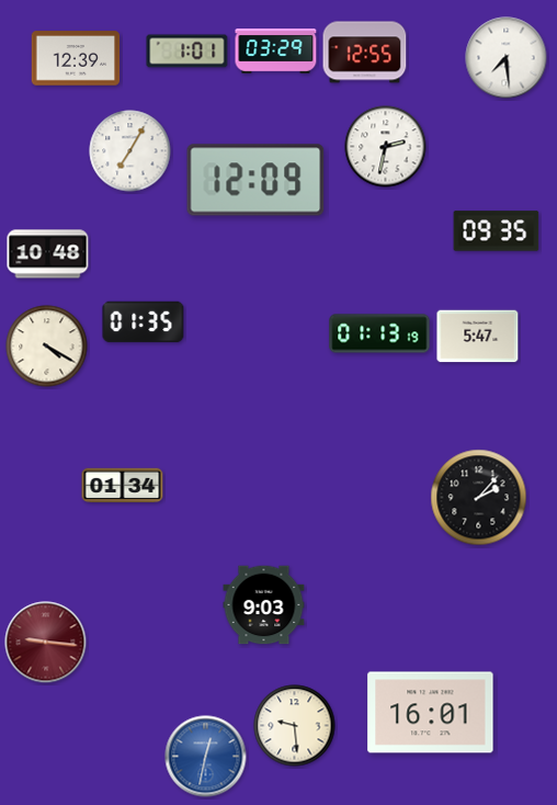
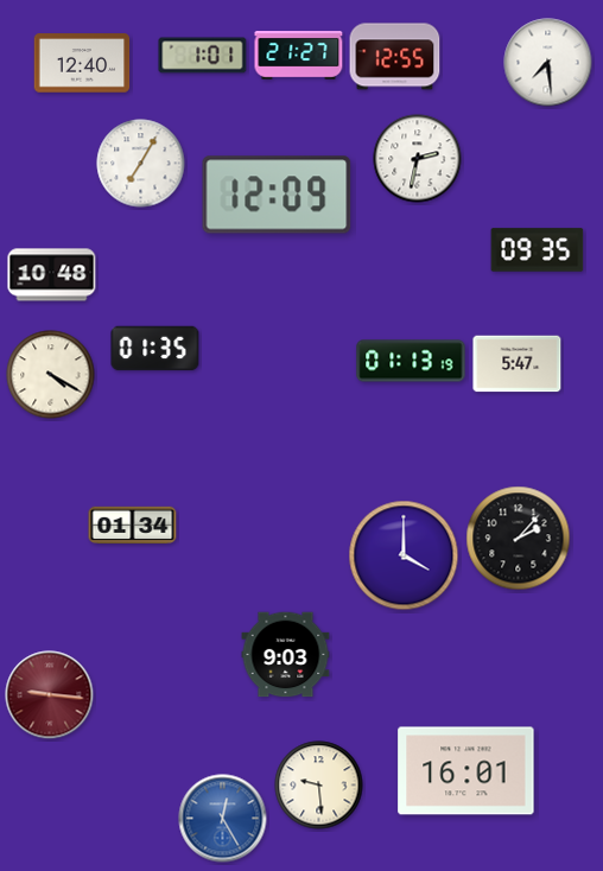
clock at (276, 52): 03:29 -> 21:27
clock at (76, 58): 12:39 -> 12:40
clock at (404, 555): none -> 4:00
clock at (206, 757): 12:32 -> 12:25
